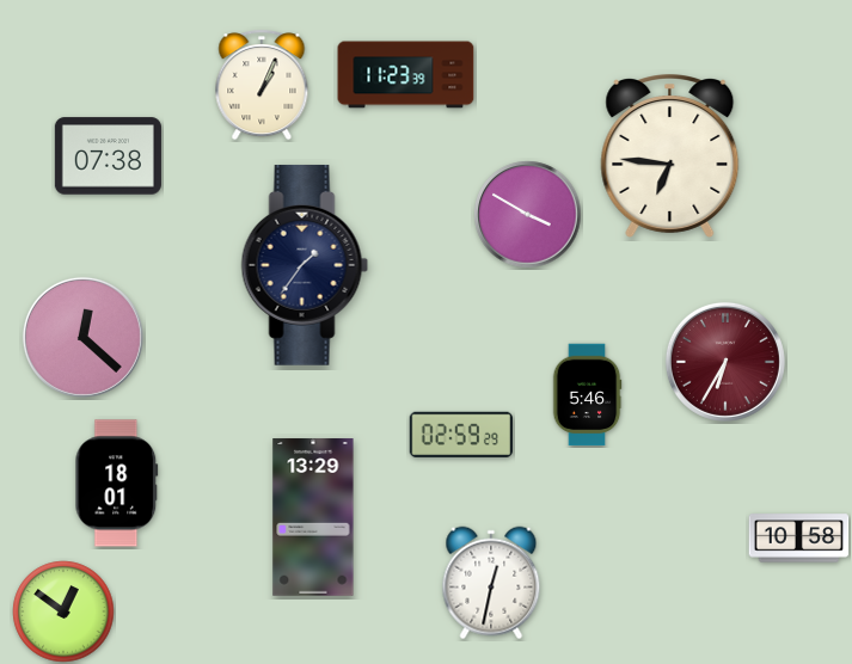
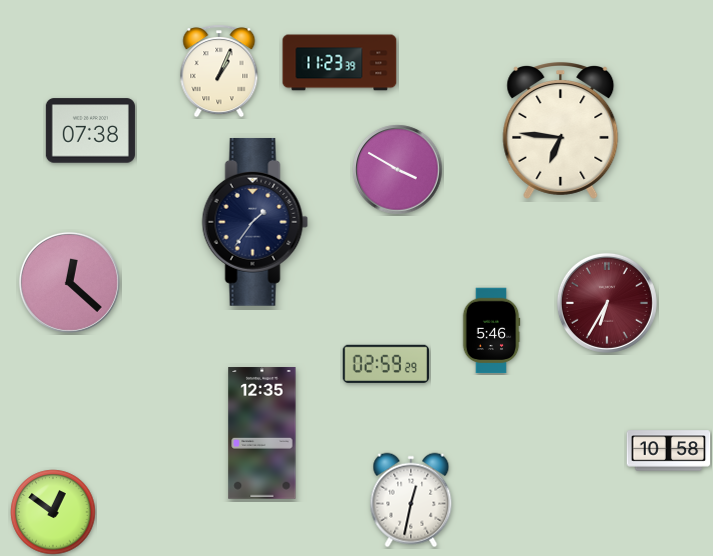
clock at (528, 215) position: (528, 215) -> (398, 170)
clock at (117, 484): 18:01 -> none
clock at (313, 517): 13:29 -> 12:35
clock at (491, 583) position: (491, 583) -> (411, 500)
